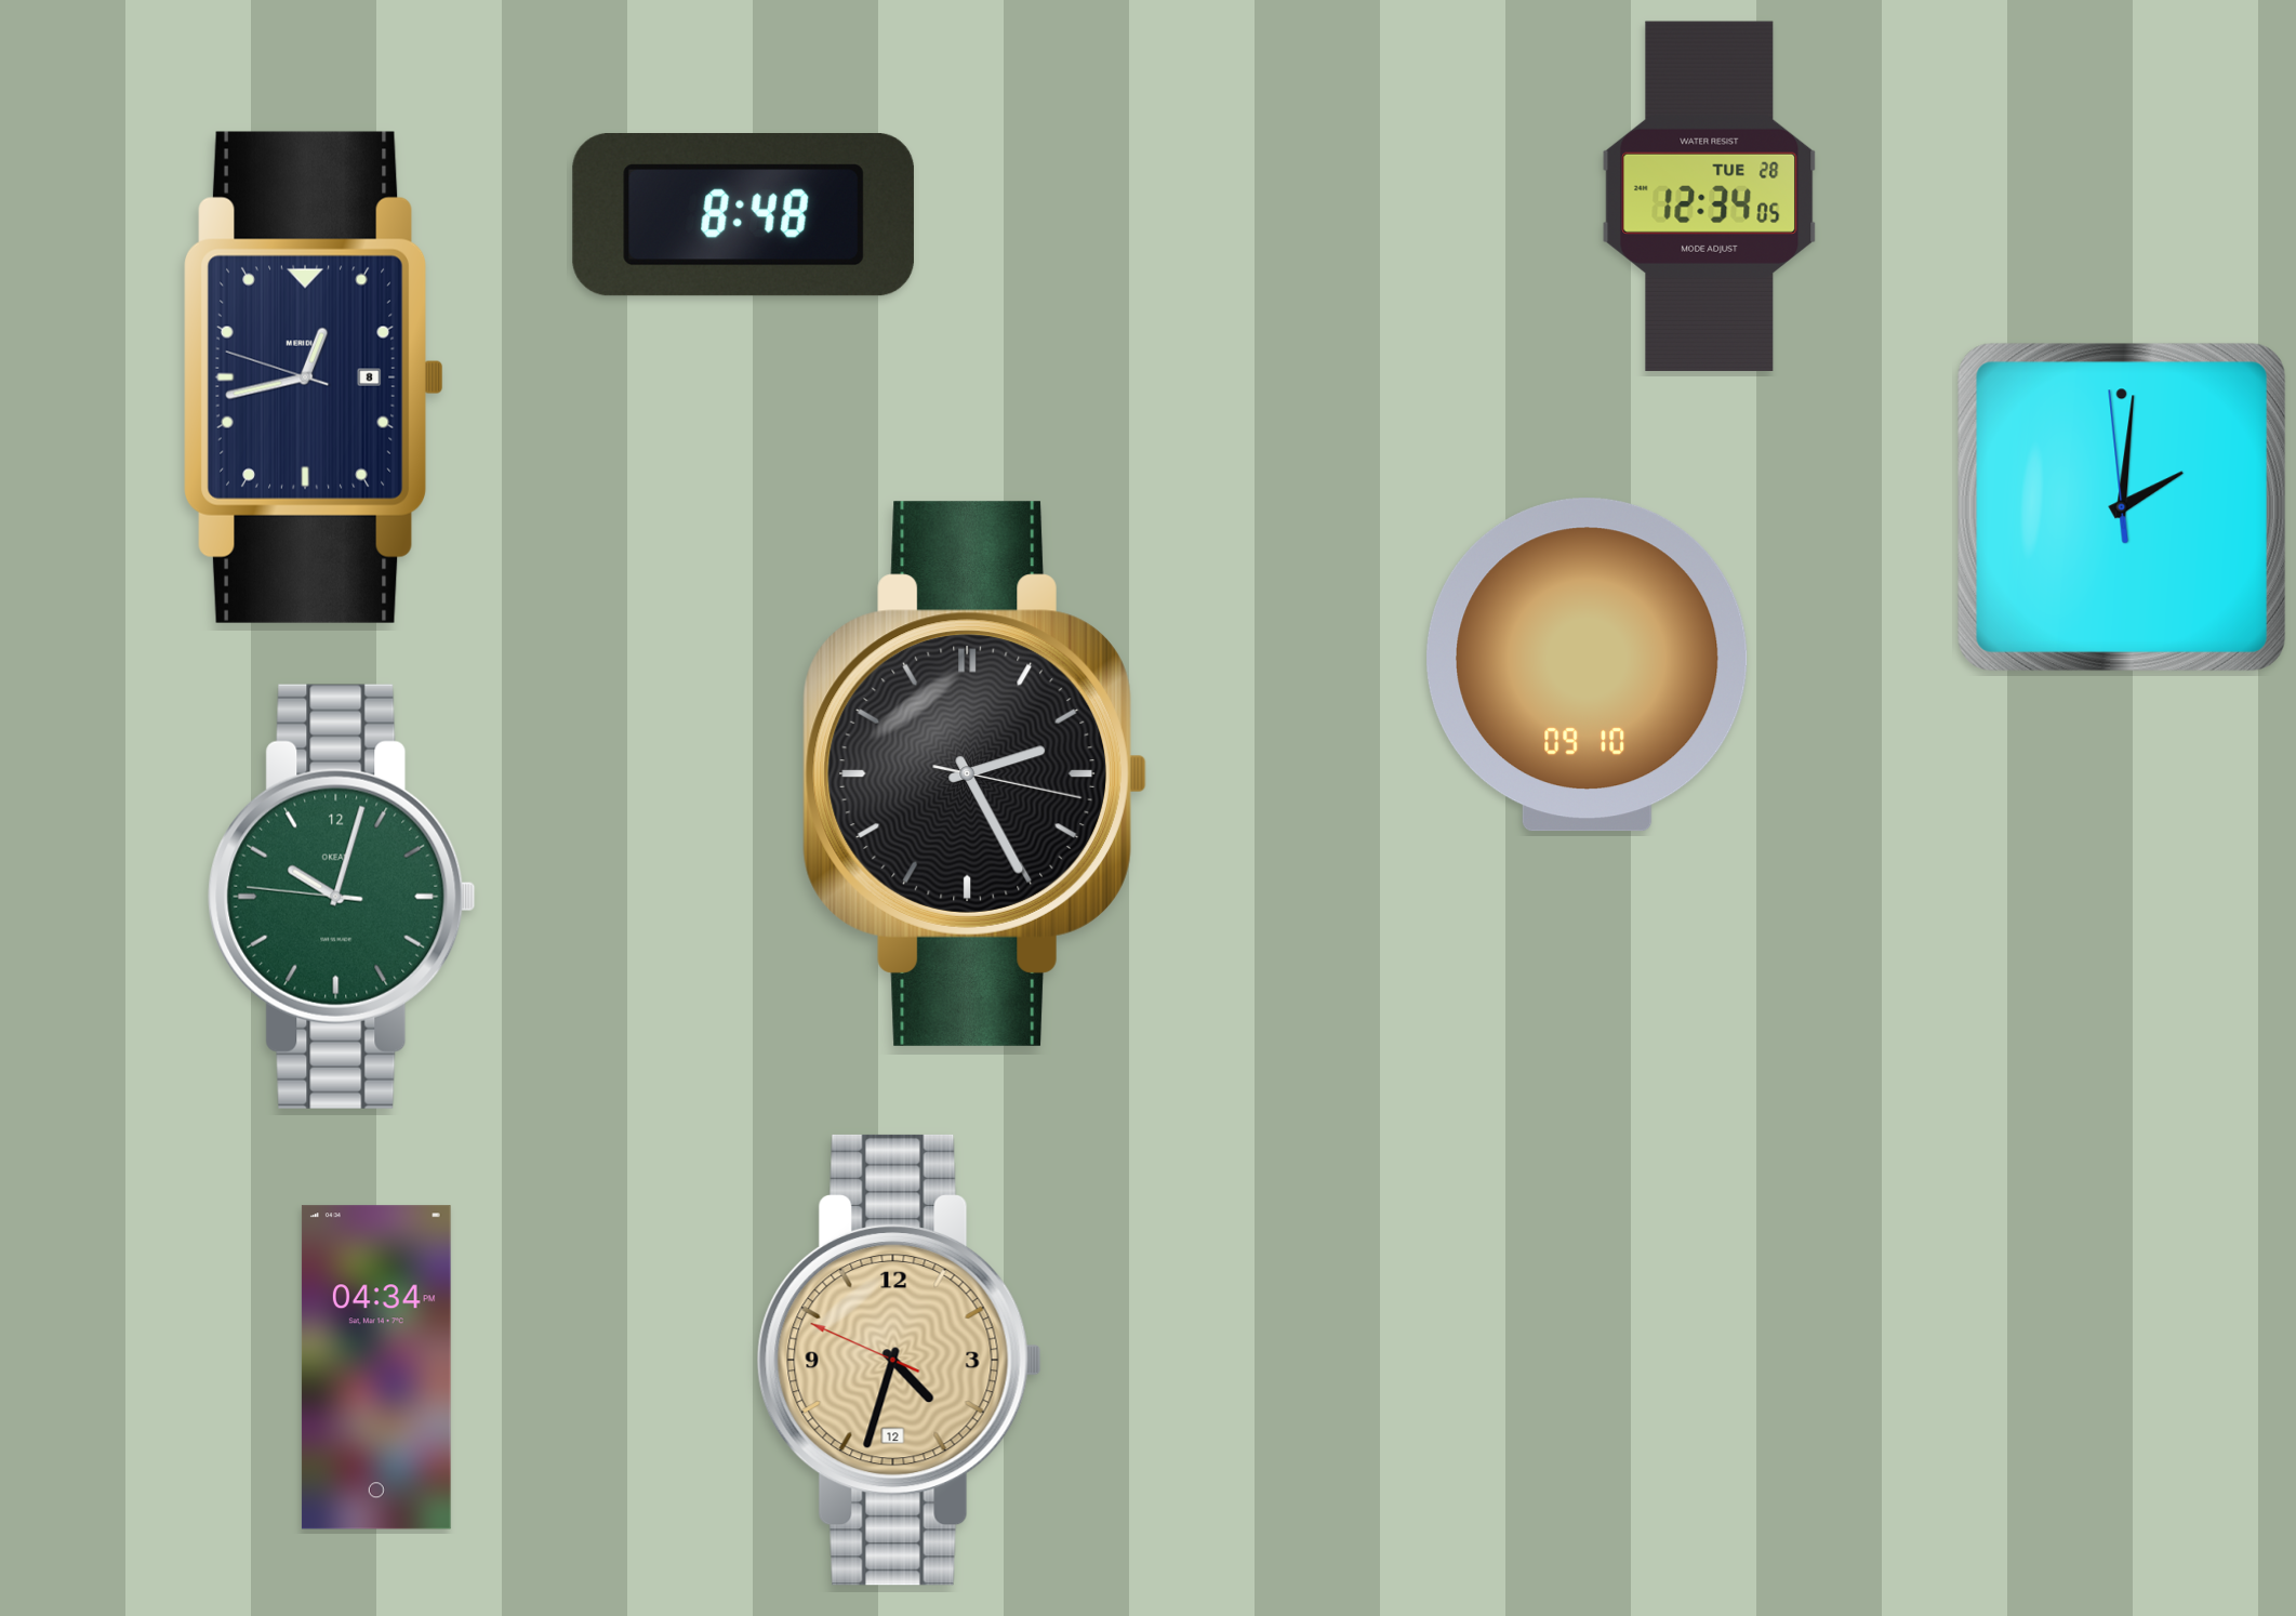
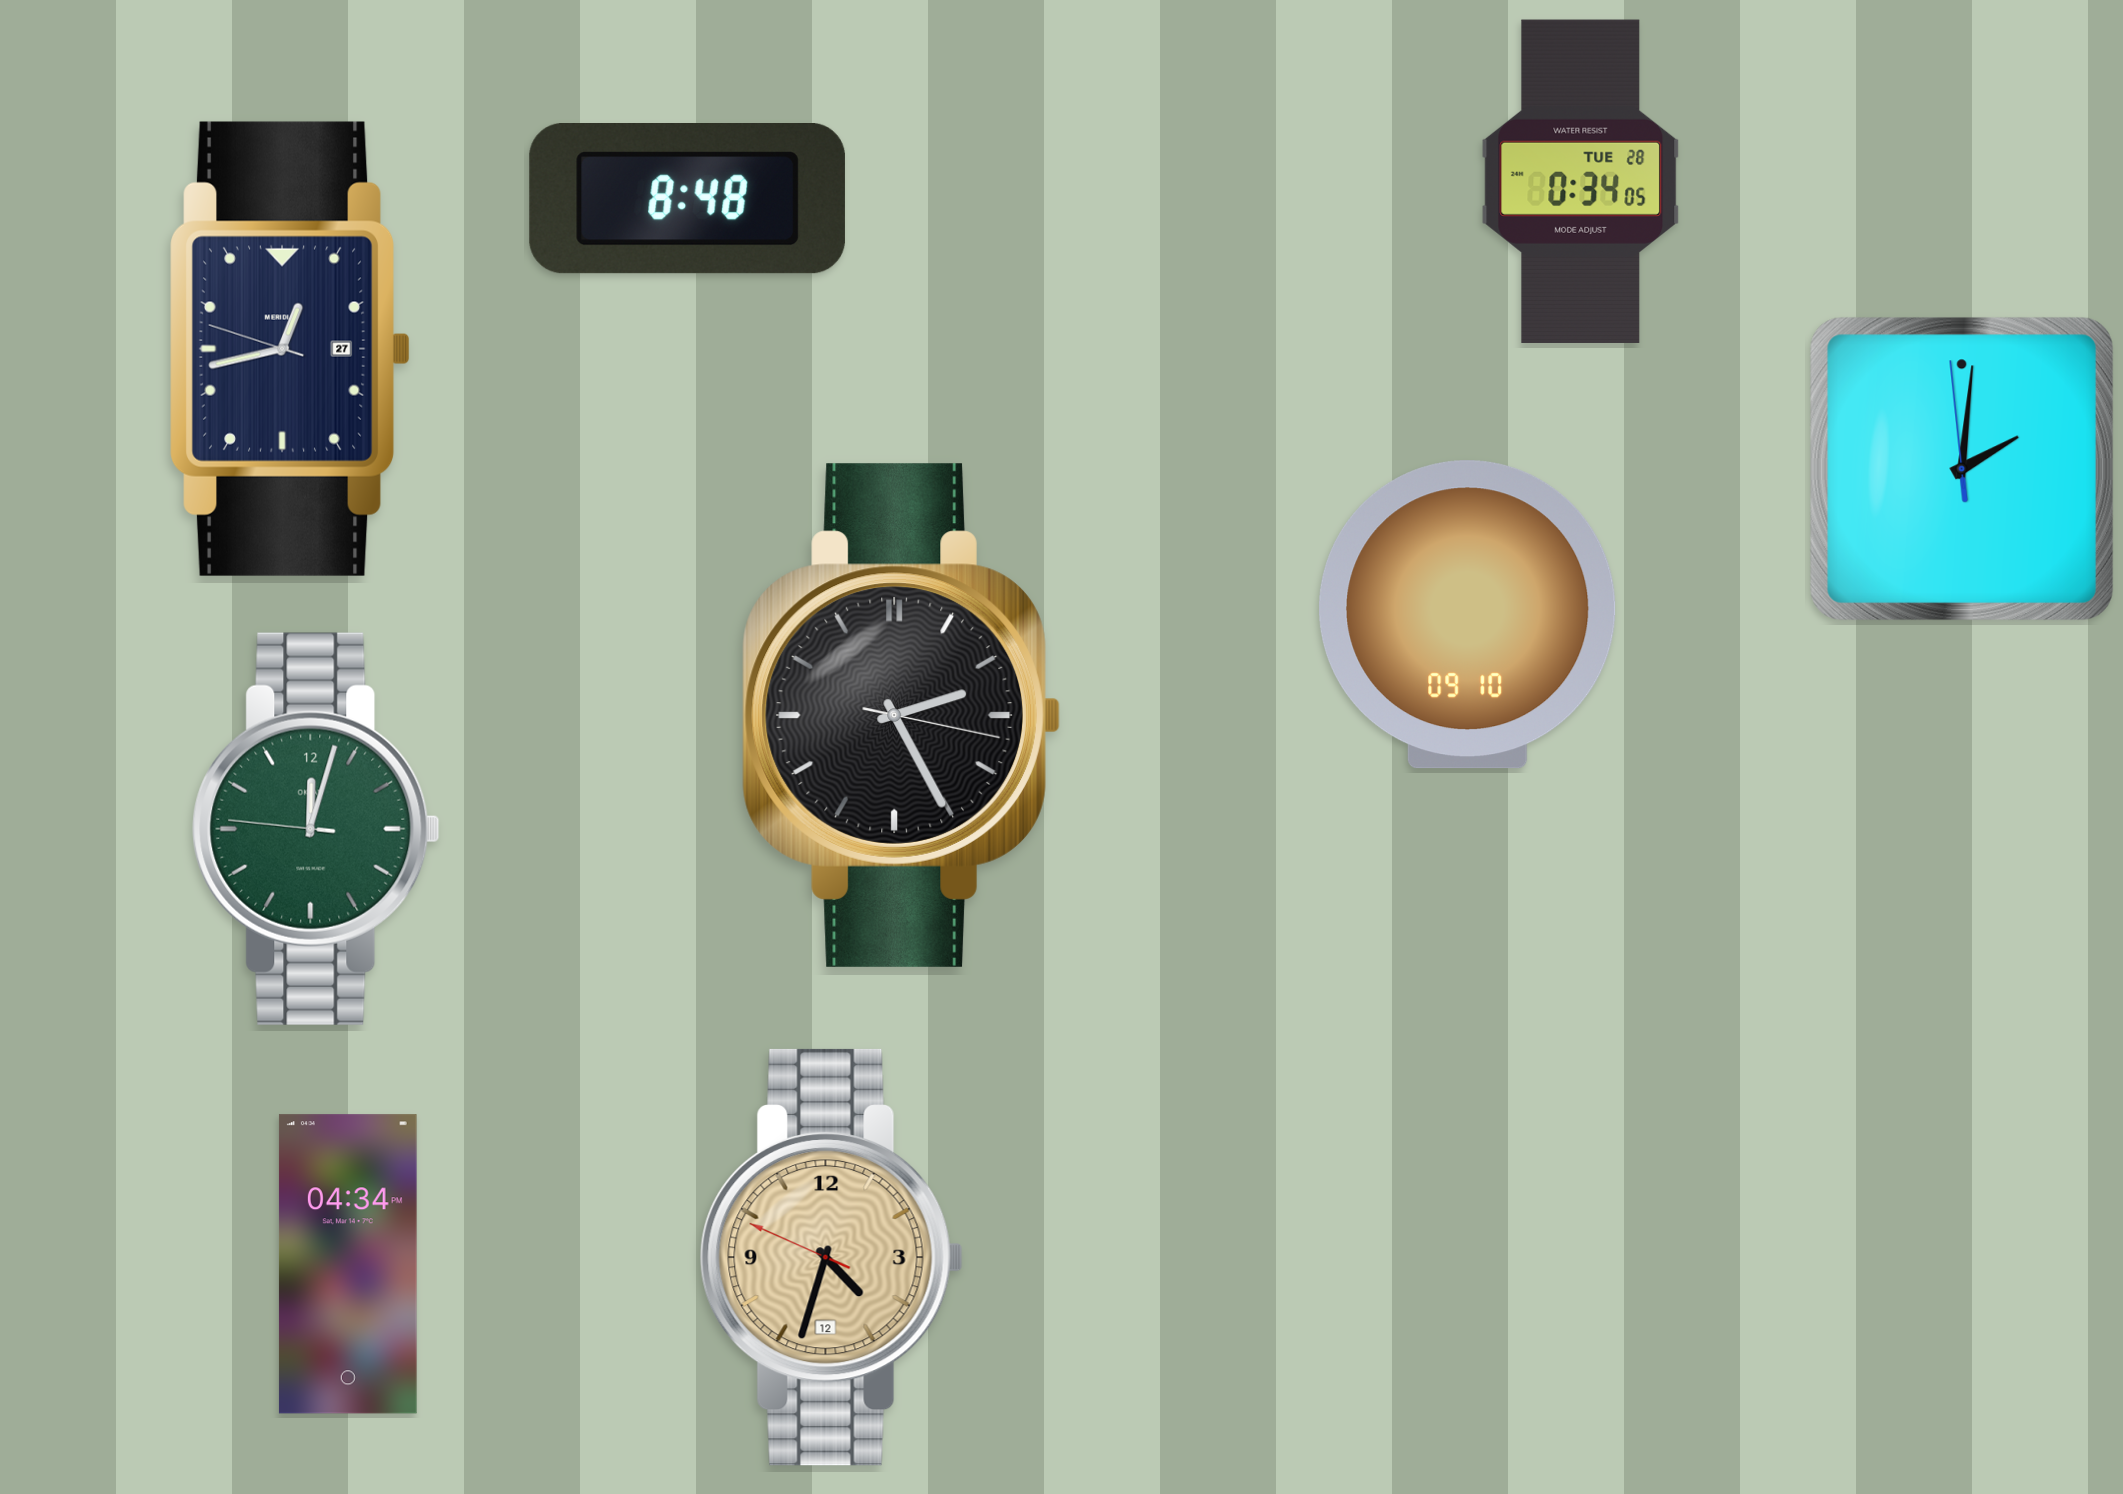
clock at (1710, 196): 12:34 -> 0:34
clock at (314, 377) date: 8 -> 27
clock at (342, 897): 10:02 -> 12:02
